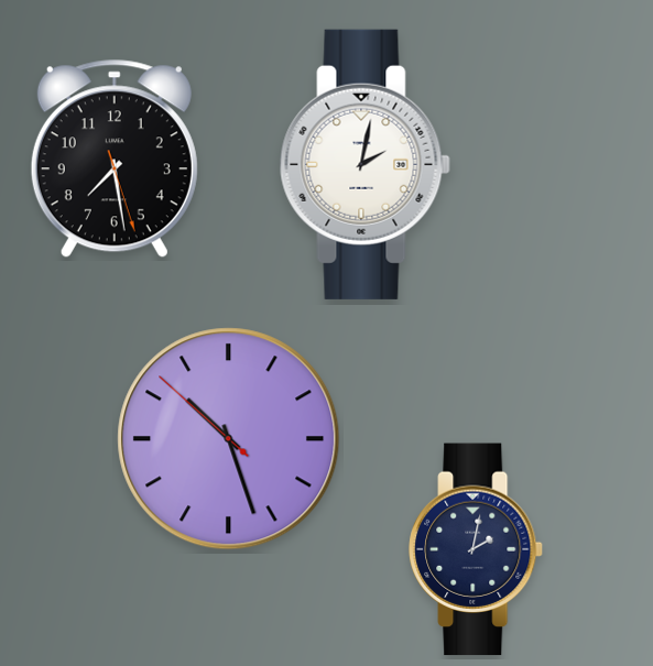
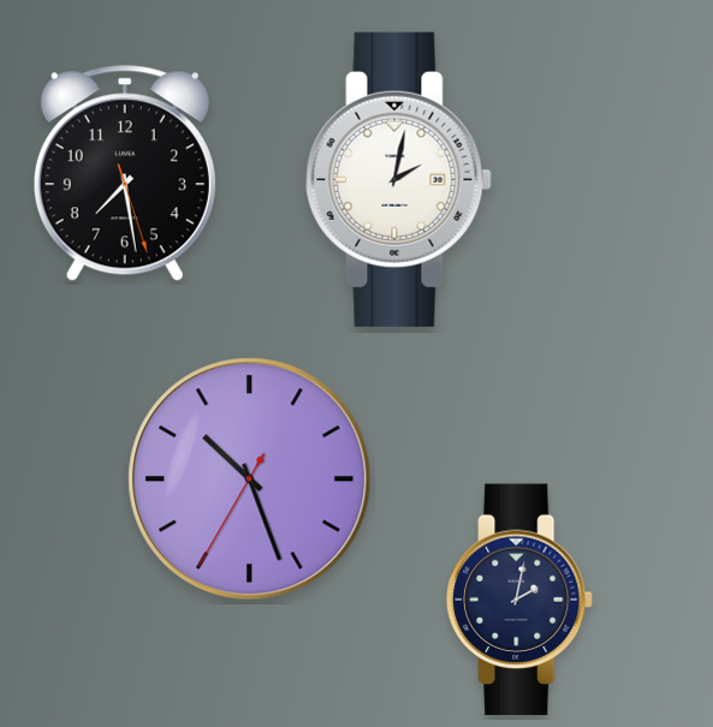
clock at (229, 439): 10:26:52 -> 10:26:35
